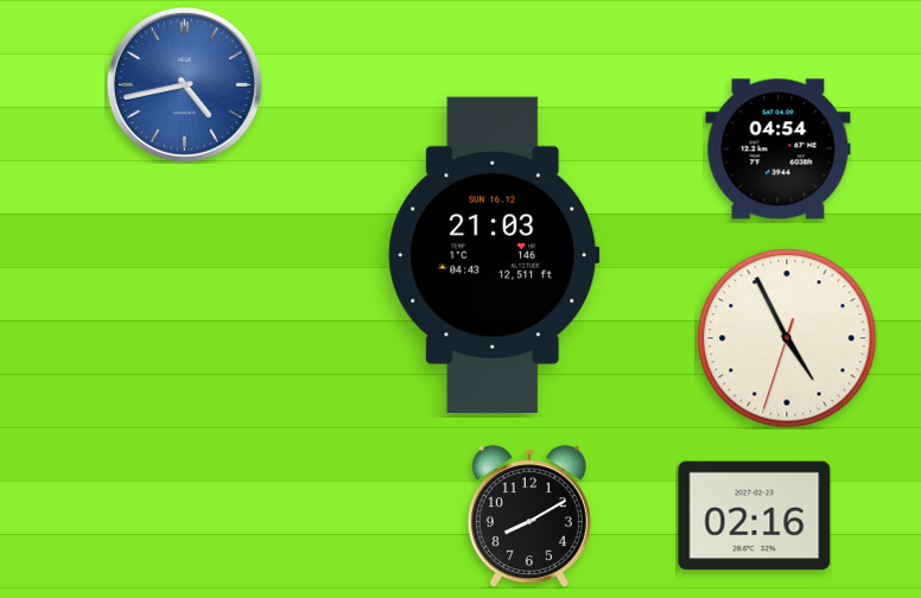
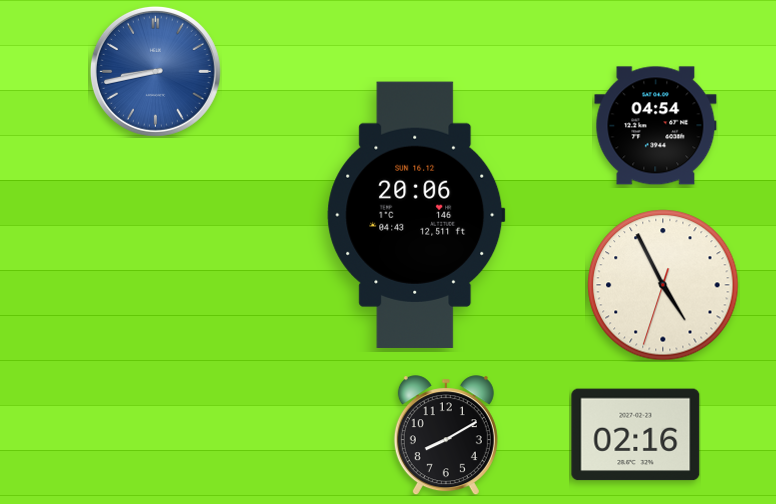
clock at (184, 84): 4:43 -> 8:43
clock at (494, 255): 21:03 -> 20:06
